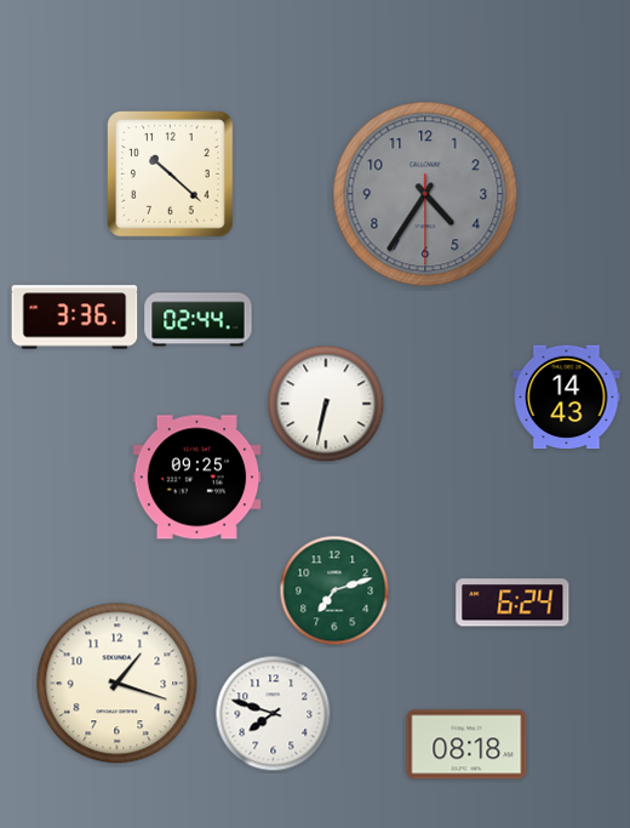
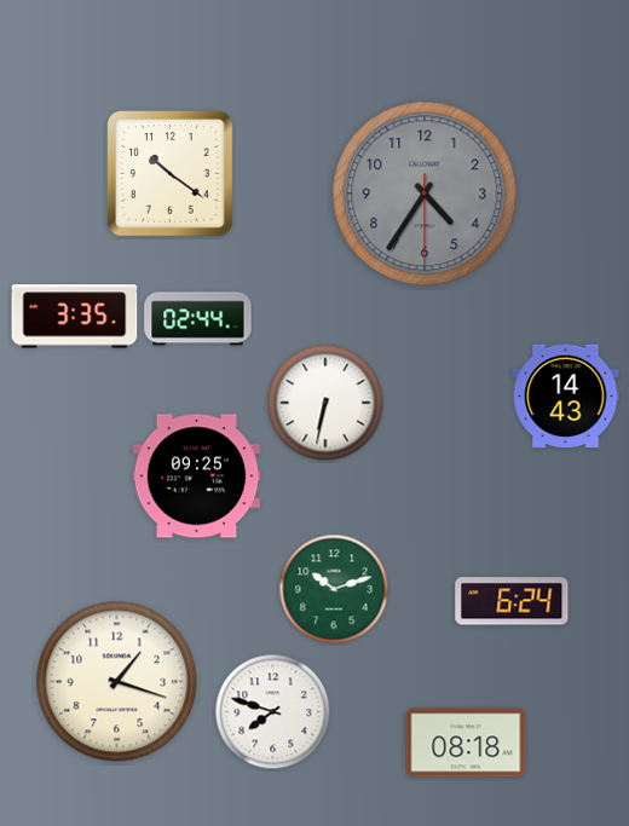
clock at (171, 175): 10:22 -> 10:21
clock at (75, 318): 3:36 -> 3:35
clock at (334, 590): 7:12 -> 10:12
